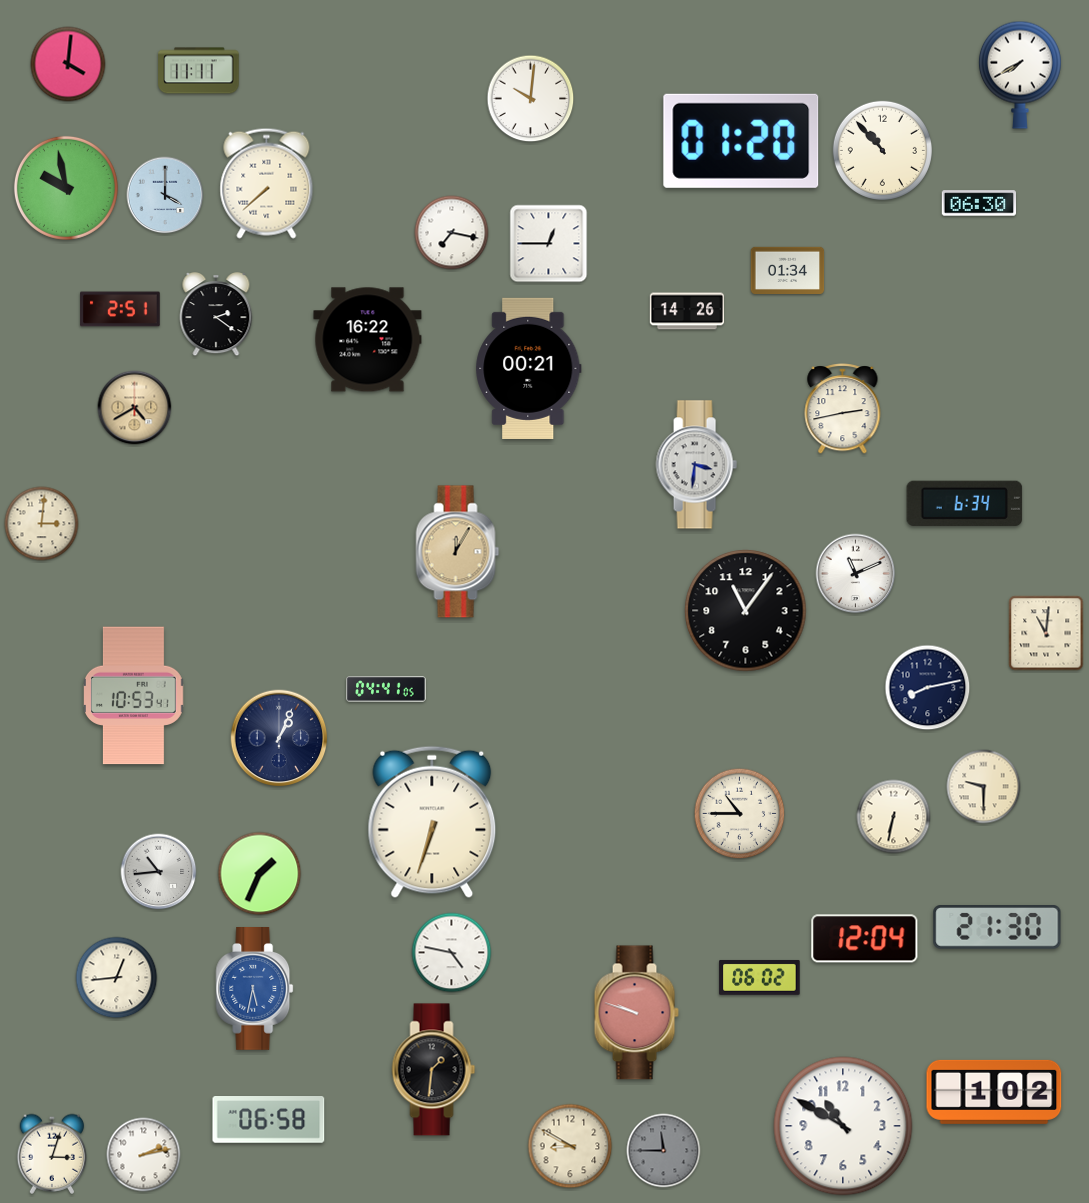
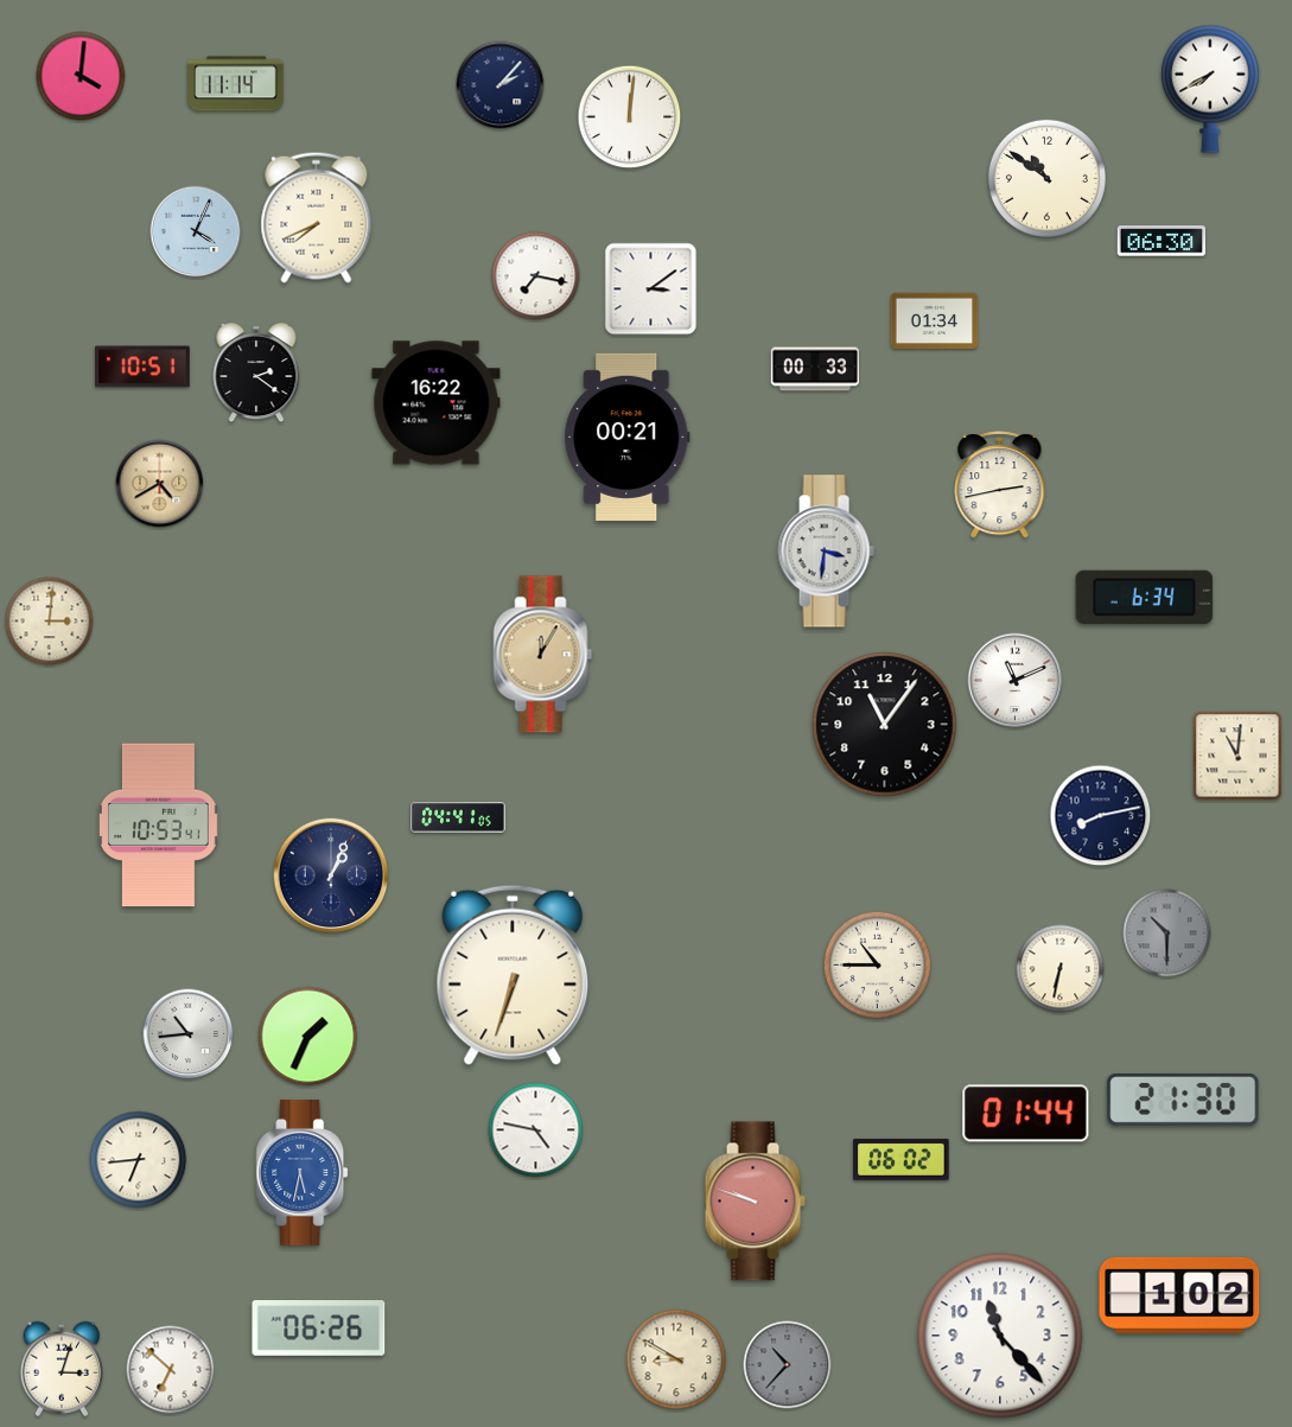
clock at (199, 71): 11:11 -> 11:14
clock at (501, 85): none -> 2:07
clock at (531, 99): 10:01 -> 12:01
clock at (741, 141): 01:20 -> none
clock at (882, 150): 10:53 -> 10:51
clock at (267, 183): 7:38 -> 7:41
clock at (66, 188): 9:58 -> none
clock at (165, 195): 4:00 -> 4:04
clock at (549, 244): 12:45 -> 3:09
clock at (120, 309): 2:51 -> 10:51
clock at (687, 311): 14:26 -> 00:33
clock at (1046, 633) position: (1046, 633) -> (1237, 756)
clock at (984, 787): 9:30 -> 10:30
clock at (984, 787) dial: cream -> grey
clock at (865, 939): 12:04 -> 01:44
clock at (117, 978): 12:44 -> 6:44
clock at (434, 1070): 1:31 -> none
clock at (269, 1120): 06:58 -> 06:26
clock at (843, 1126): 10:50 -> 11:23
clock at (664, 1151): 11:45 -> 10:37
clock at (144, 1155): 2:13 -> 6:52
